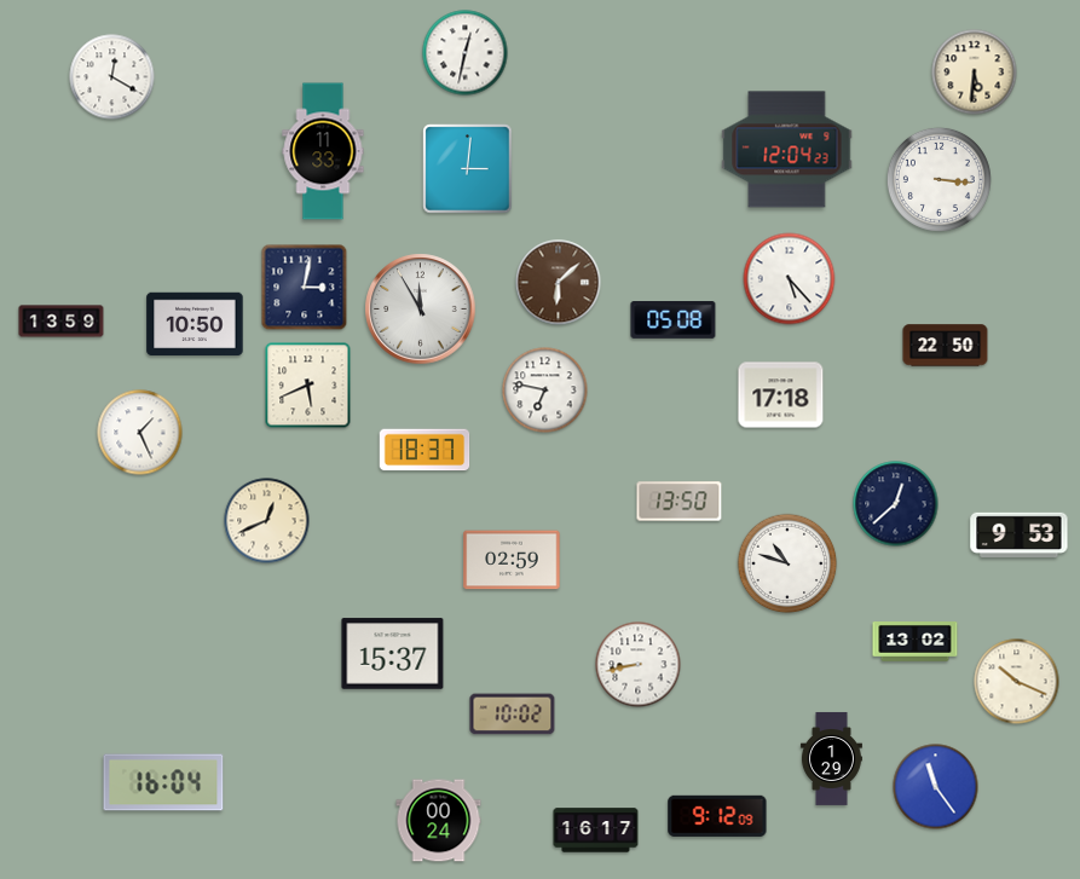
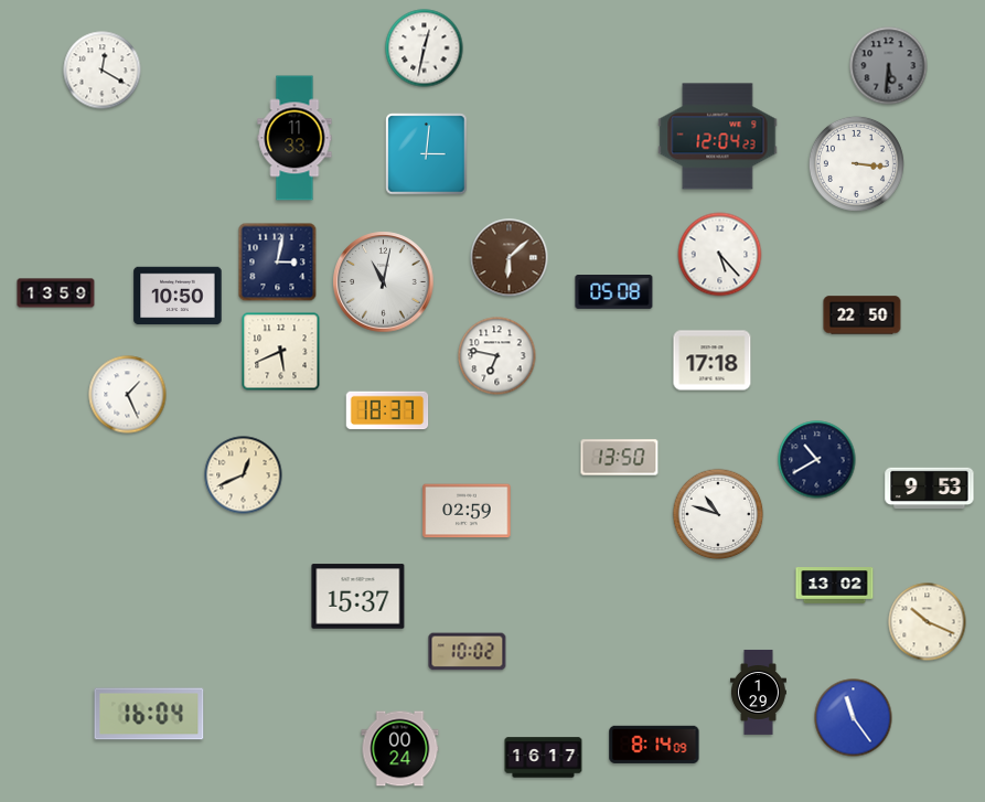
clock at (975, 73) dial: cream -> grey
clock at (421, 310): 11:55 -> 11:02
clock at (896, 504): 12:38 -> 10:40
clock at (639, 665): 8:43 -> none
clock at (717, 816): 9:12 -> 8:14
